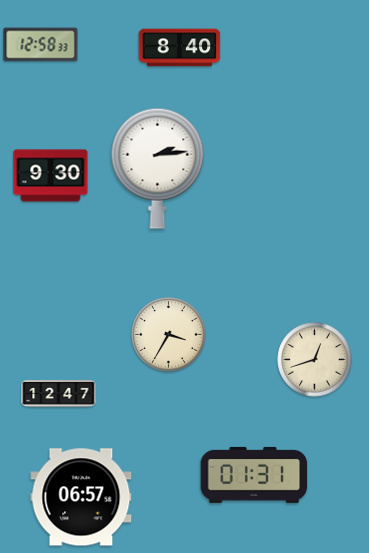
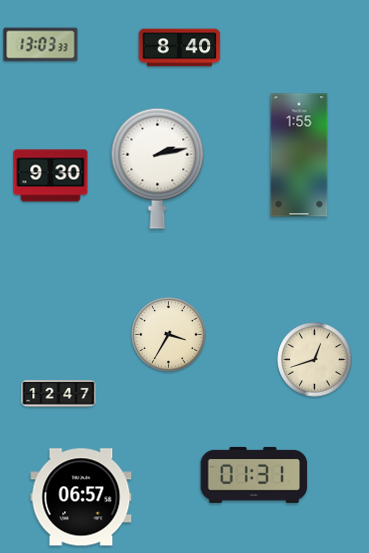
clock at (41, 45): 12:58 -> 13:03
clock at (299, 155): none -> 1:55
clock at (158, 168): 2:14 -> 2:13
